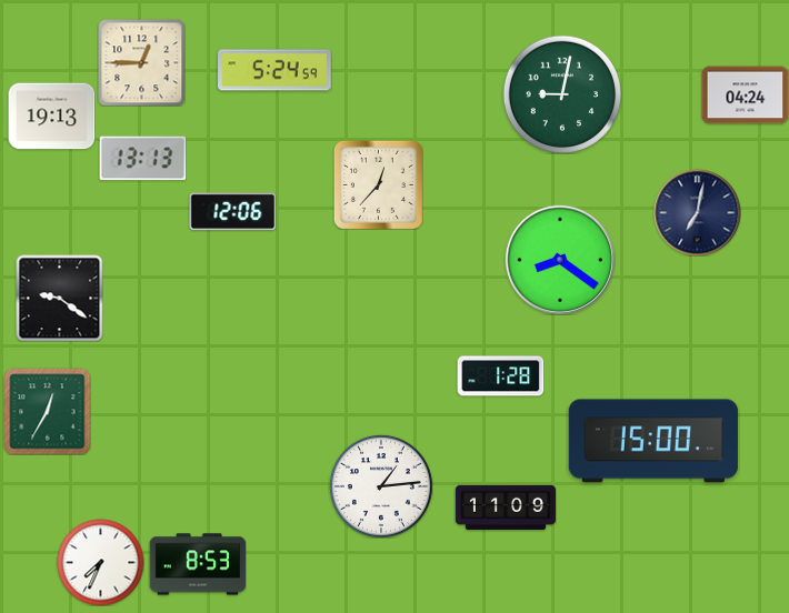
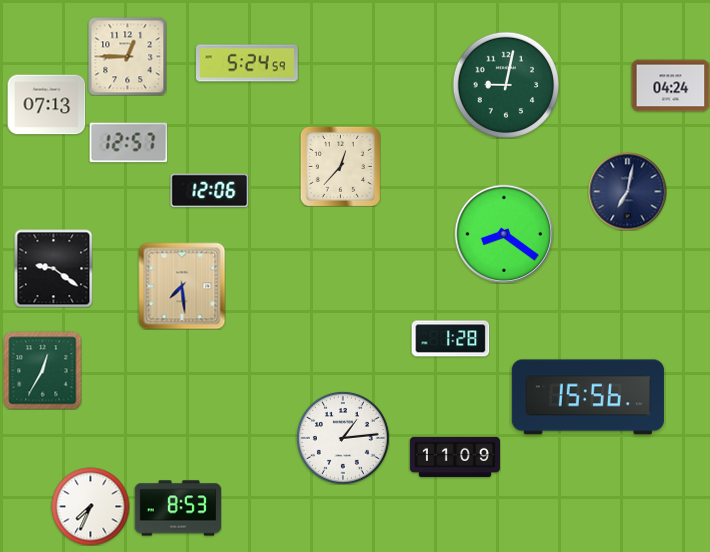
clock at (51, 117): 19:13 -> 07:13
clock at (142, 159): 13:13 -> 12:57
clock at (182, 286): none -> 7:29
clock at (653, 441): 15:00 -> 15:56
